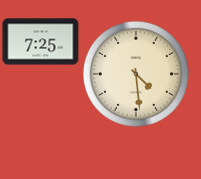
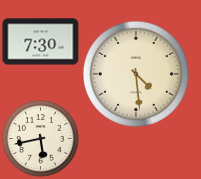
clock at (41, 42): 7:25 -> 7:30
clock at (41, 139): none -> 5:43
